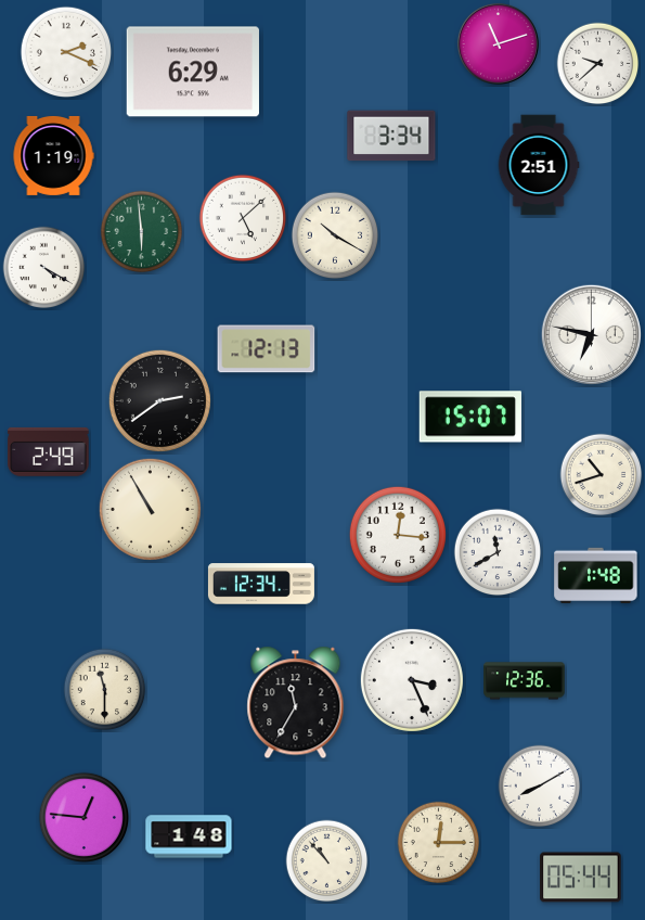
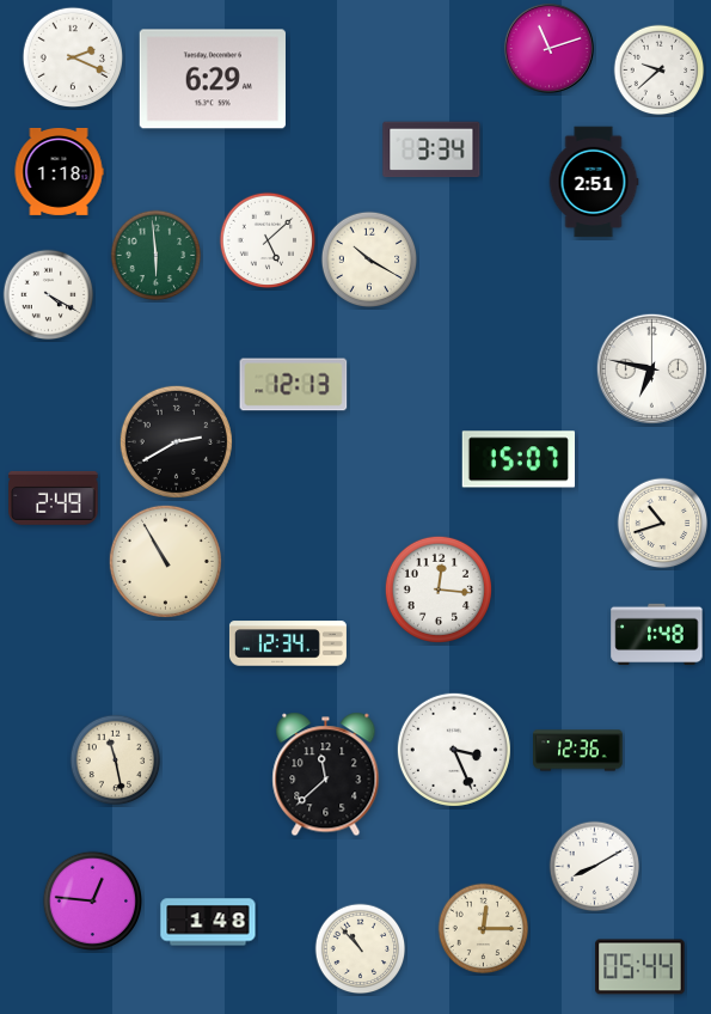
clock at (53, 155): 1:19 -> 1:18
clock at (159, 400): 2:39 -> 2:40
clock at (498, 552): 11:40 -> none
clock at (105, 690): 11:30 -> 11:28
clock at (296, 703): 11:35 -> 11:38
